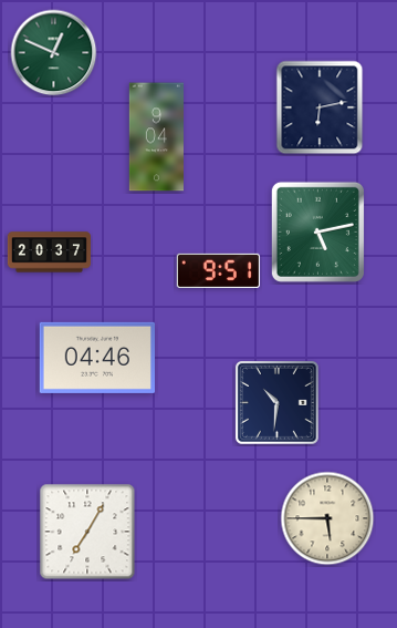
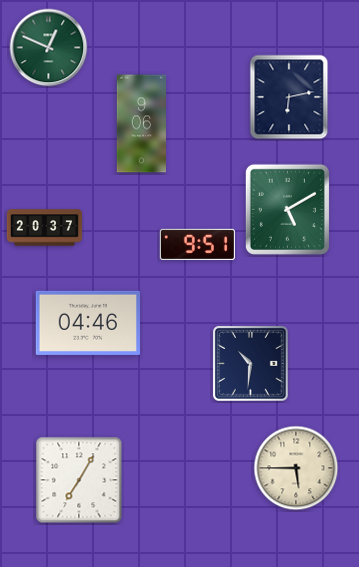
clock at (156, 137): 9:04 -> 9:06
clock at (317, 231): 5:13 -> 5:10
